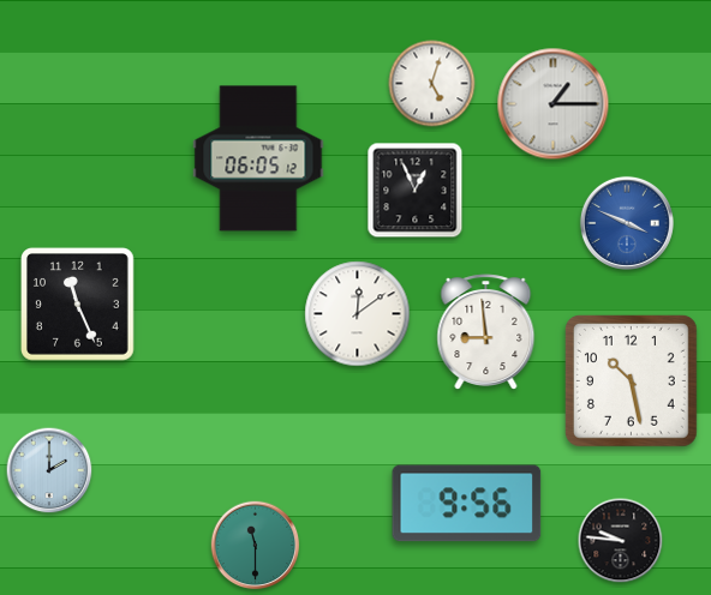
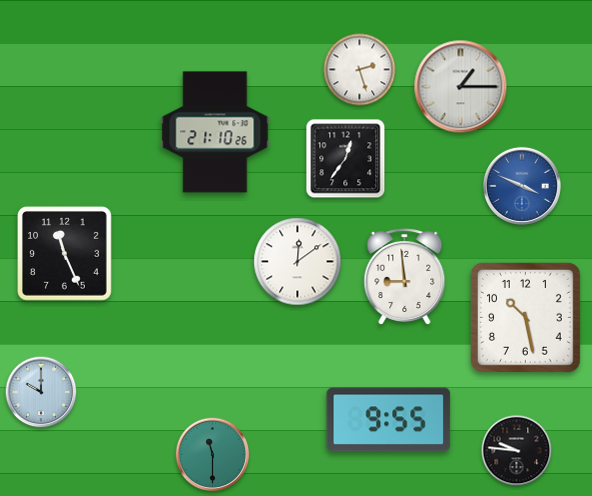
clock at (432, 84): 5:03 -> 2:27
clock at (258, 158): 06:05 -> 21:10
clock at (416, 191): 12:56 -> 12:36
clock at (49, 470): 2:00 -> 10:00
clock at (467, 504): 9:56 -> 9:55
